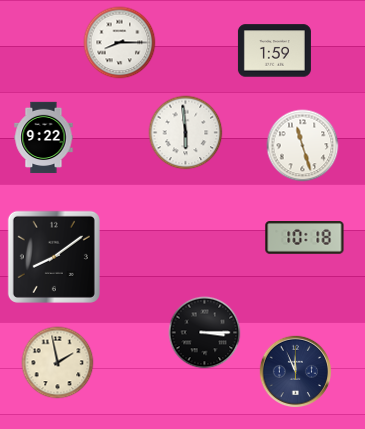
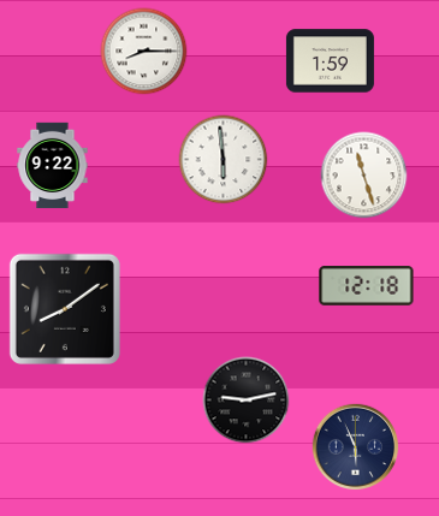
clock at (305, 238): 10:18 -> 12:18
clock at (205, 333): 3:15 -> 9:13
clock at (58, 363): 1:58 -> none
clock at (296, 372): 11:56 -> 5:56
